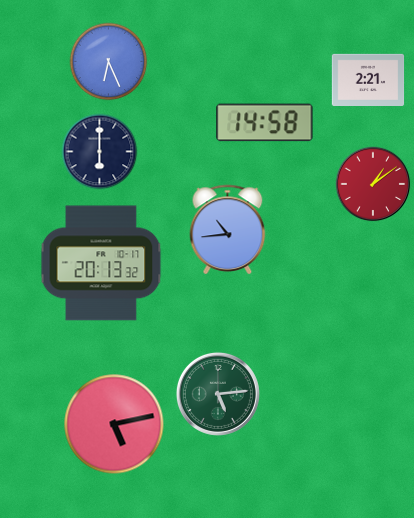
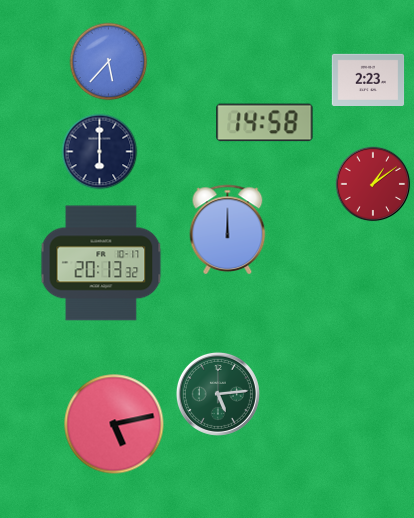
clock at (109, 62): 6:26 -> 5:37
clock at (368, 79): 2:21 -> 2:23
clock at (228, 229): 10:44 -> 12:00
